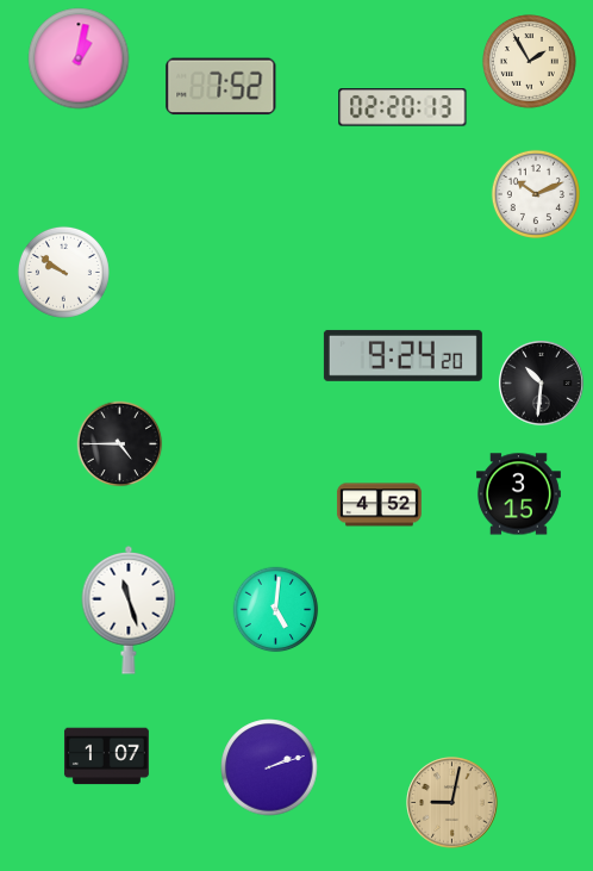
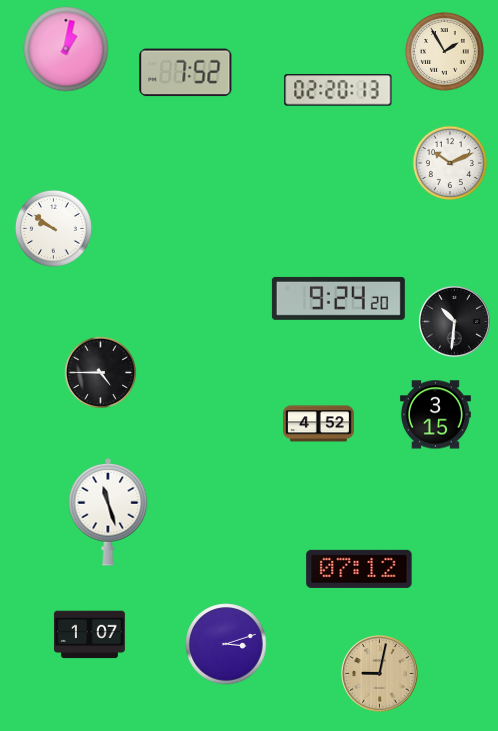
clock at (276, 610): 5:01 -> none
clock at (359, 569): none -> 07:12
clock at (269, 767): 2:12 -> 3:12
